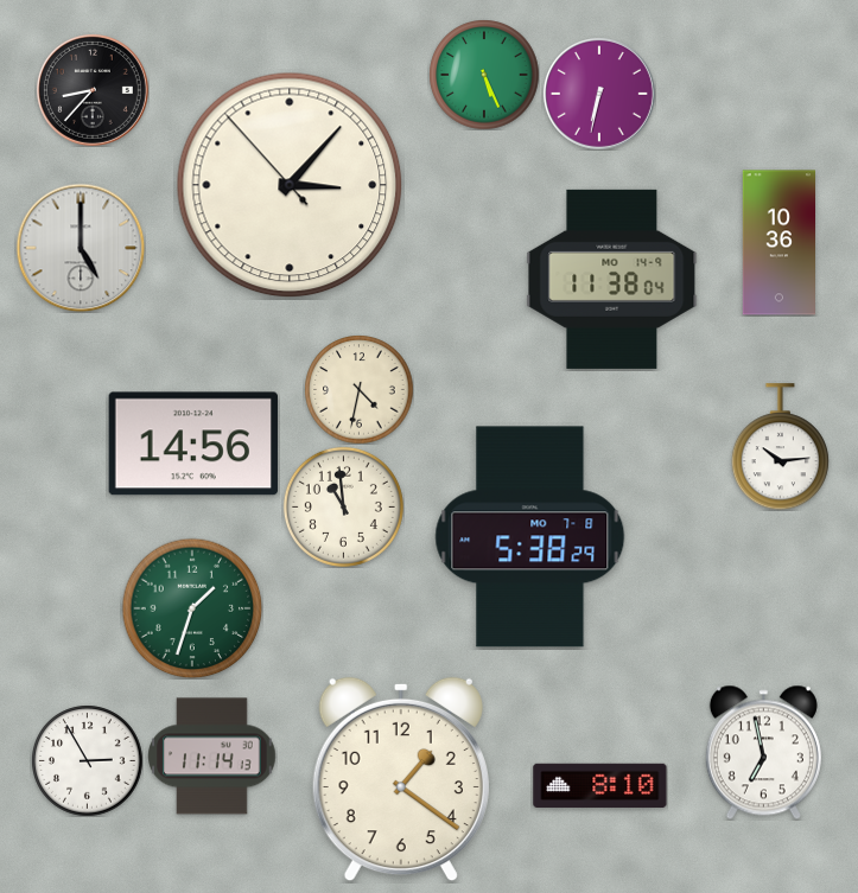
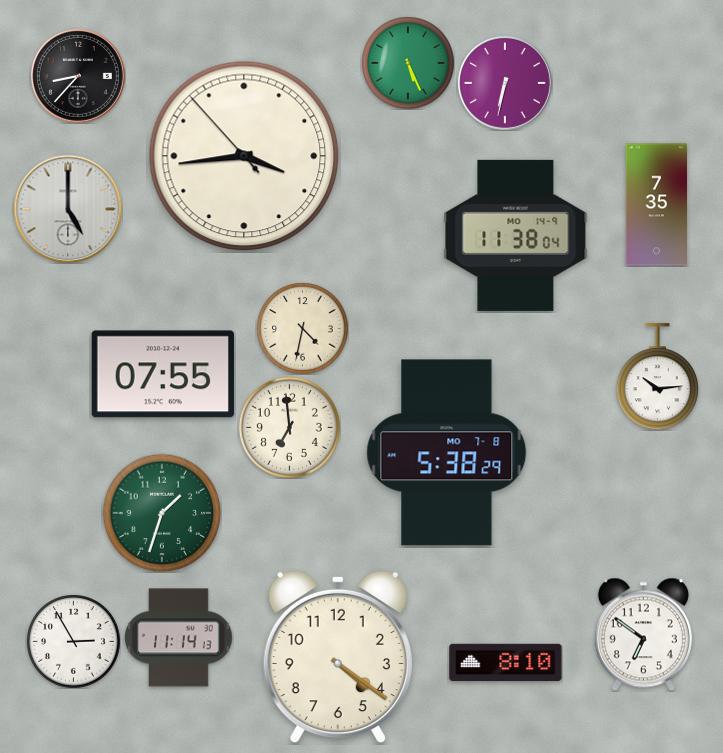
clock at (599, 94) position: (599, 94) -> (505, 83)
clock at (290, 185): 3:06 -> 3:43
clock at (778, 243): 10:36 -> 7:35
clock at (193, 444): 14:56 -> 07:55
clock at (343, 506): 10:59 -> 6:59
clock at (763, 752): 6:58 -> 6:51
clock at (401, 779): 1:21 -> 4:21
